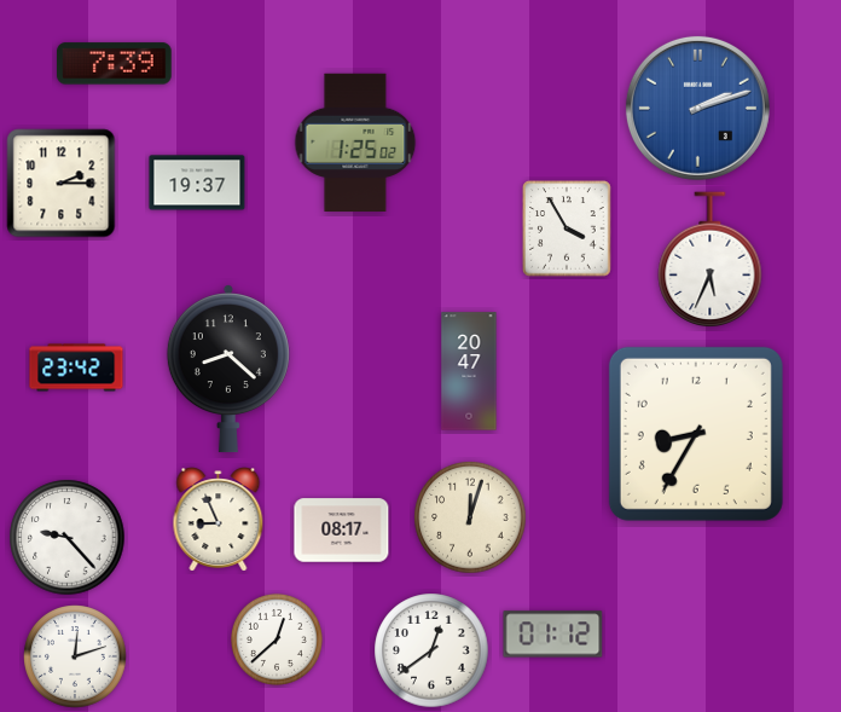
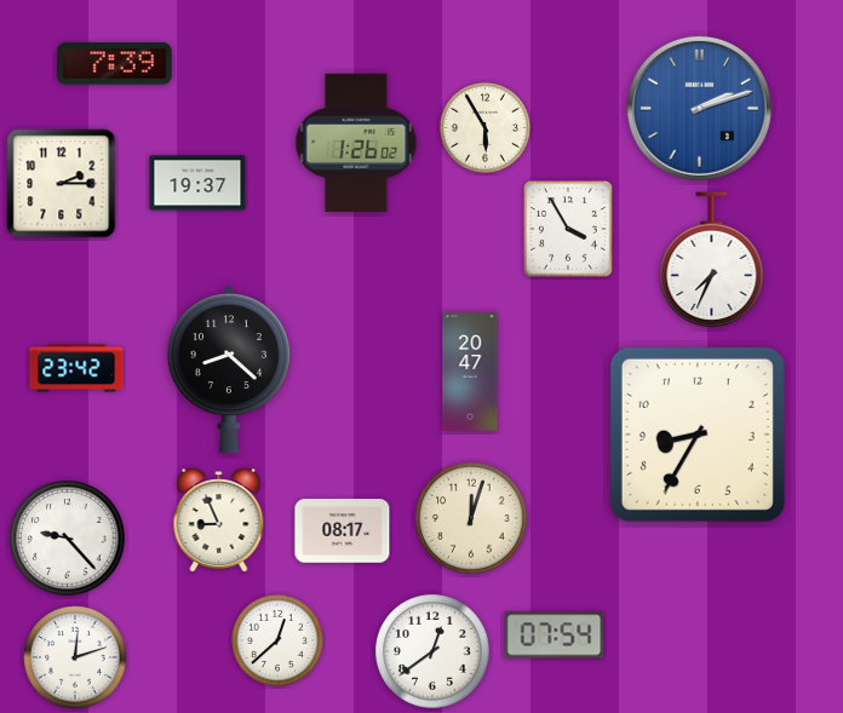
clock at (484, 127): none -> 5:55
clock at (355, 141): 1:25 -> 1:26
clock at (710, 260): 5:34 -> 7:34
clock at (553, 635): 01:12 -> 07:54
